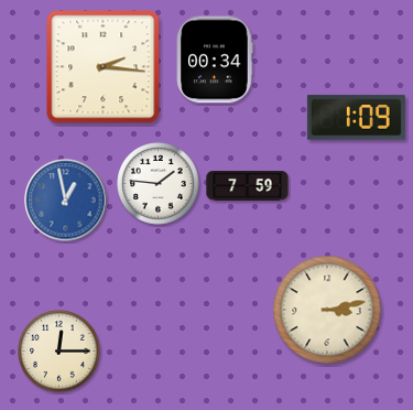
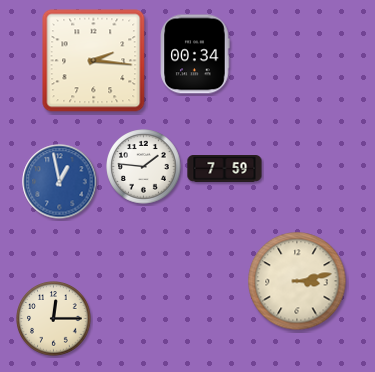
clock at (356, 118): 1:09 -> none
